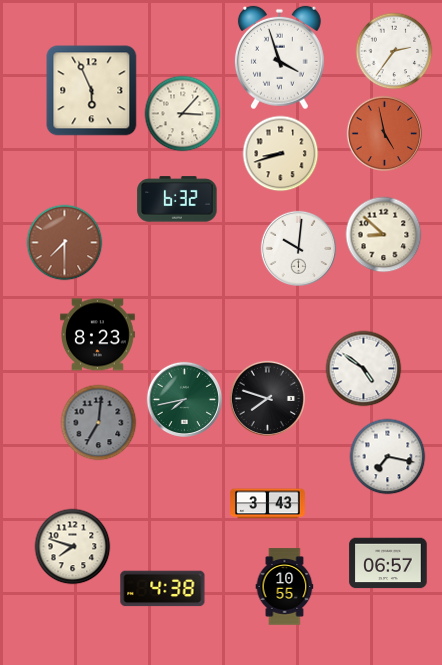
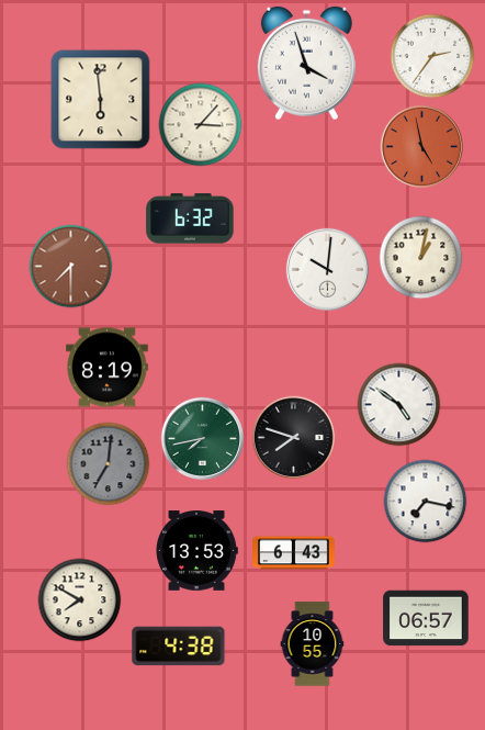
clock at (92, 91): 5:56 -> 5:59
clock at (281, 154): 8:42 -> none
clock at (177, 199) position: (177, 199) -> (190, 218)
clock at (384, 235): 8:52 -> 1:02
clock at (298, 248) position: (298, 248) -> (327, 269)
clock at (98, 335): 8:23 -> 8:19
clock at (196, 551): none -> 13:53
clock at (268, 504): 3:43 -> 6:43
clock at (73, 547): 7:48 -> 7:50
